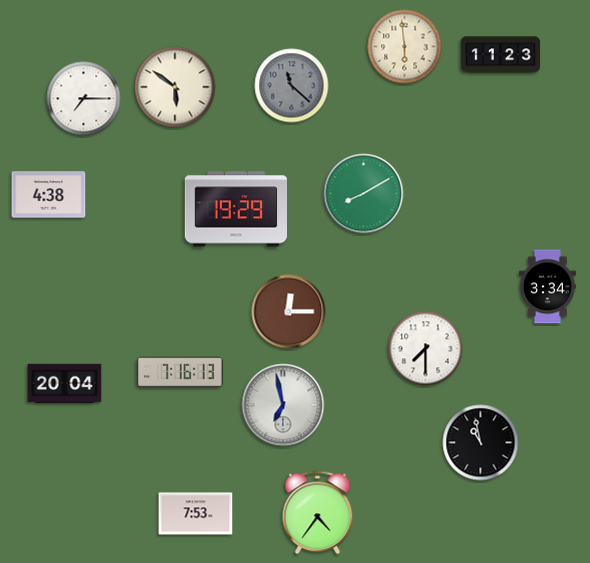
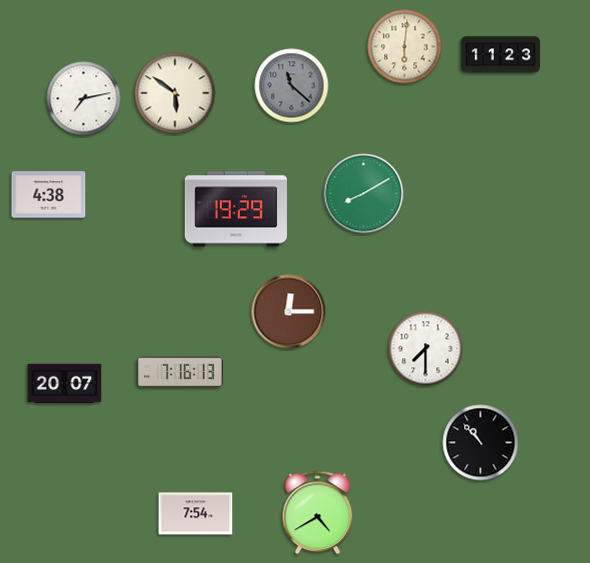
clock at (405, 47): 5:59 -> 6:01
clock at (175, 87) position: (175, 87) -> (175, 93)
clock at (84, 99): 7:15 -> 7:13
clock at (547, 287): 3:34 -> none
clock at (65, 383): 20:04 -> 20:07
clock at (283, 405): 6:58 -> none
clock at (481, 443): 10:58 -> 10:53
clock at (318, 513): 4:36 -> 4:40
clock at (196, 514): 7:53 -> 7:54
